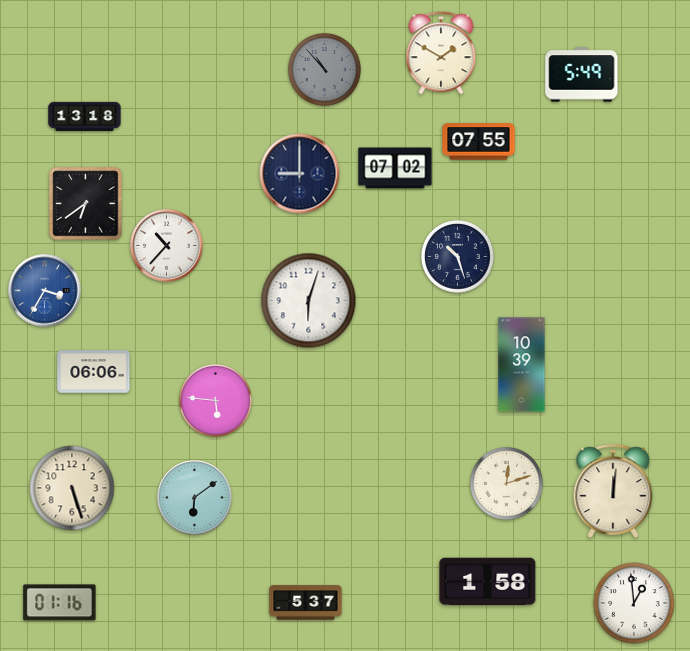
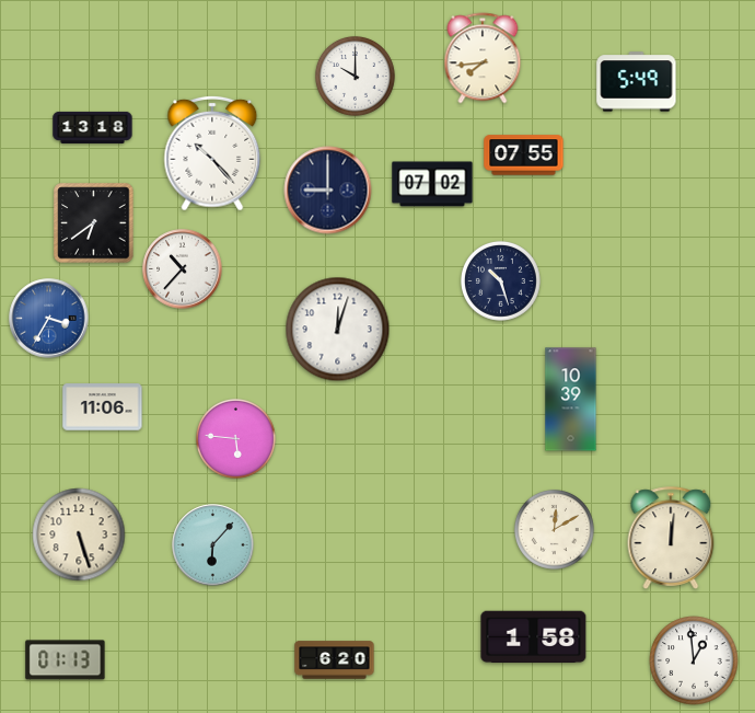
clock at (441, 53): 1:50 -> 7:44
clock at (324, 69): 10:53 -> 10:00
clock at (324, 69) dial: grey -> white
clock at (212, 153): none -> 10:23
clock at (309, 301): 6:03 -> 12:03
clock at (94, 372): 06:06 -> 11:06
clock at (506, 483): 12:12 -> 12:10
clock at (195, 498): 6:09 -> 6:07
clock at (60, 603): 01:16 -> 01:13
clock at (306, 603): 5:37 -> 6:20
